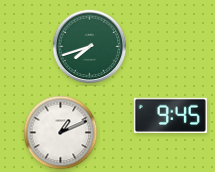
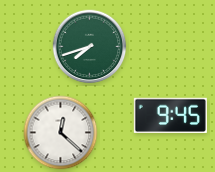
clock at (61, 133): 1:11 -> 12:22
